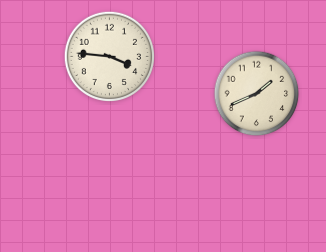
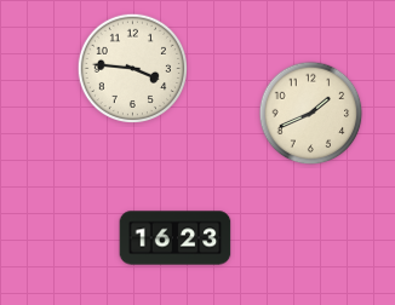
clock at (176, 238): none -> 16:23
